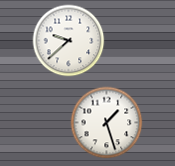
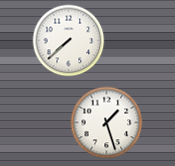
clock at (69, 41): 9:38 -> 7:38
